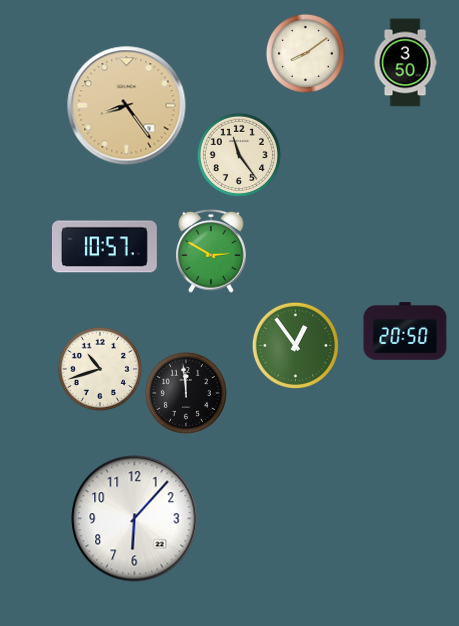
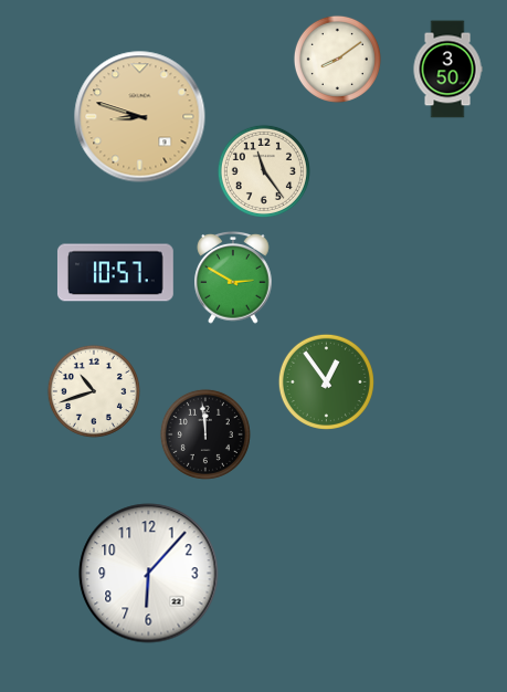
clock at (127, 106): 8:24 -> 8:48
clock at (405, 331): 20:50 -> none
clock at (100, 369) position: (100, 369) -> (94, 391)
